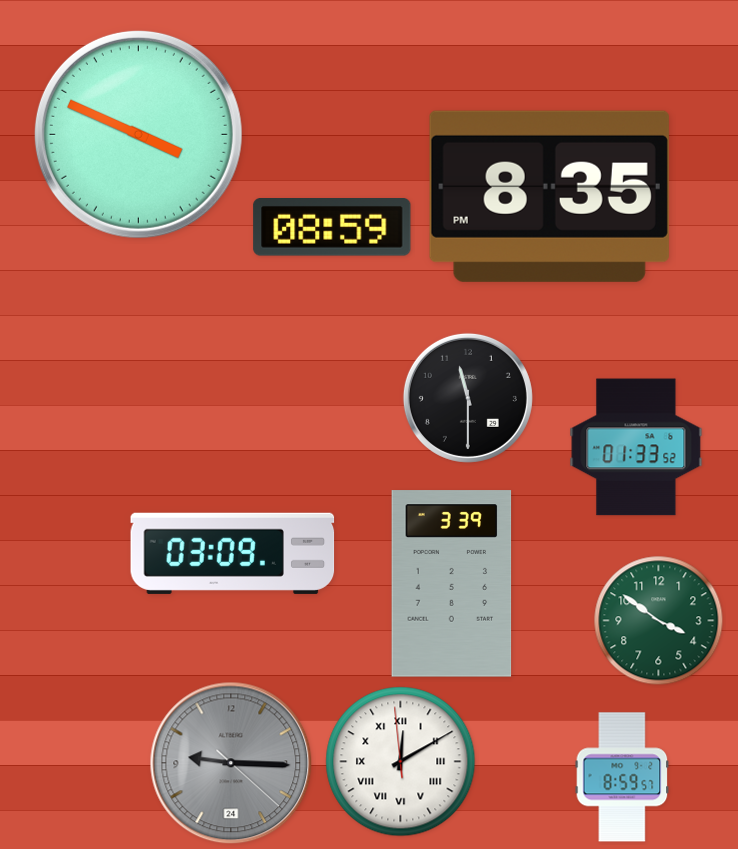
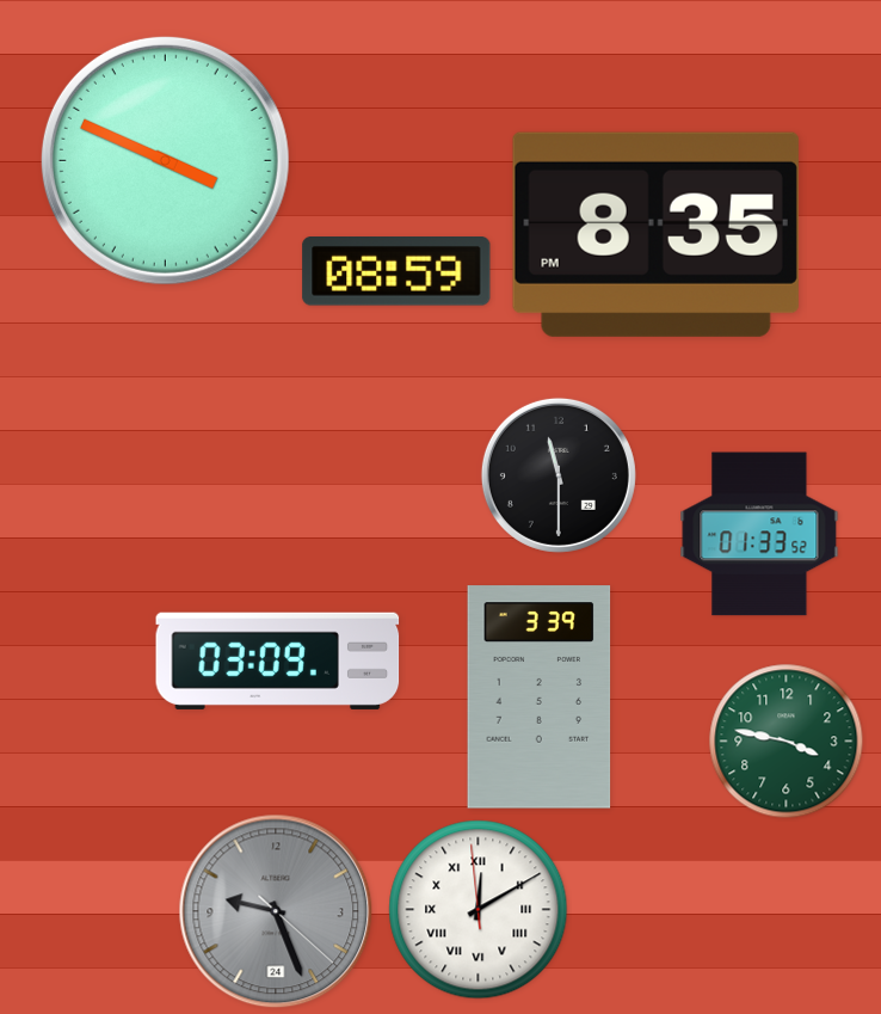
clock at (659, 621): 3:51 -> 3:47
clock at (231, 763): 9:15 -> 9:26
clock at (622, 777): 8:59 -> none
